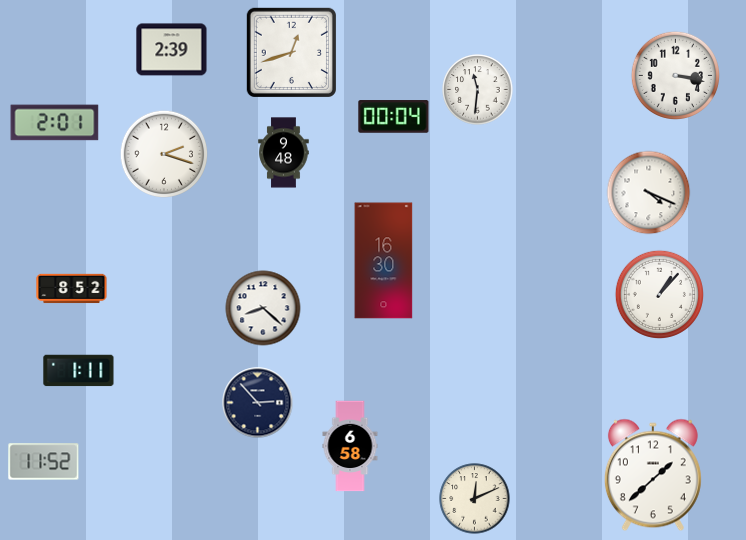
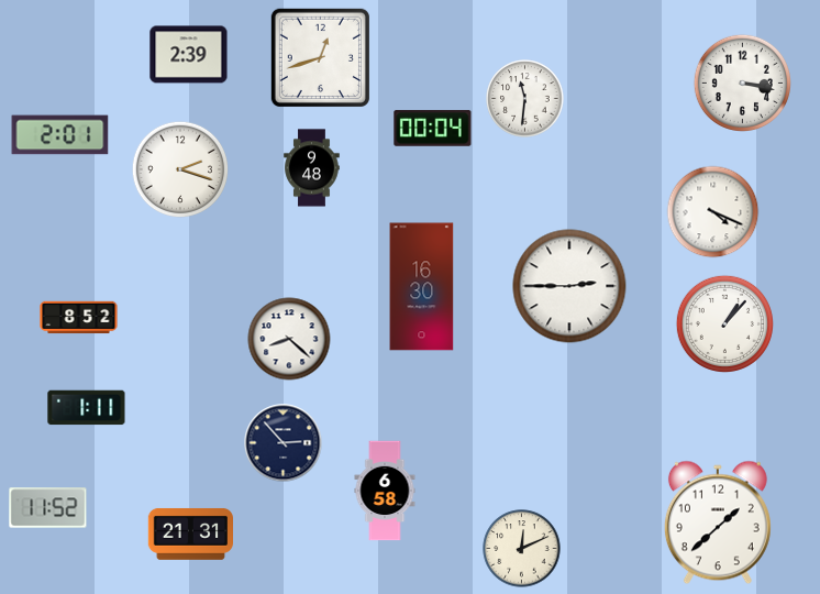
clock at (569, 286): none -> 2:45
clock at (190, 533): none -> 21:31
